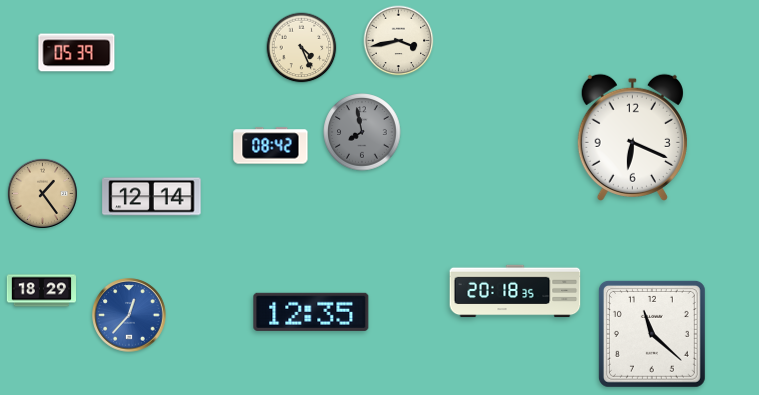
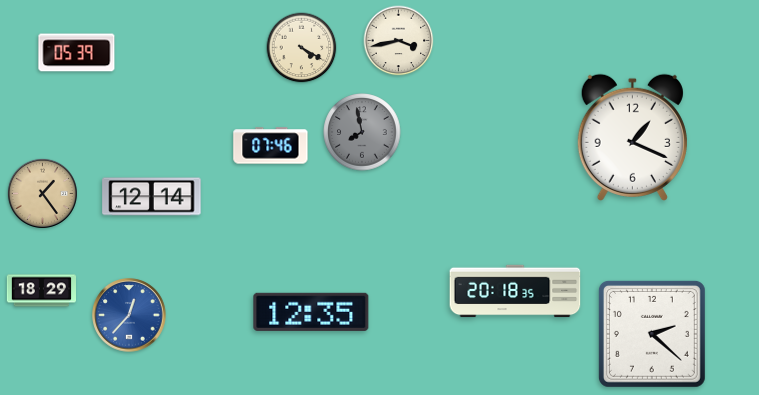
clock at (302, 48): 4:26 -> 4:20
clock at (632, 137): 6:19 -> 1:19
clock at (271, 146): 08:42 -> 07:46
clock at (652, 334): 11:22 -> 2:22
